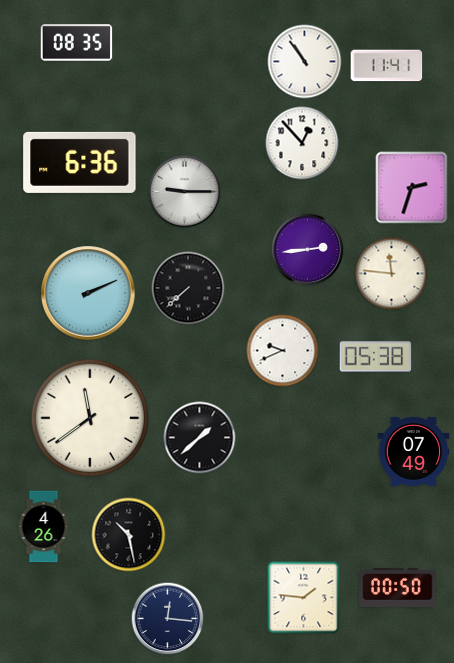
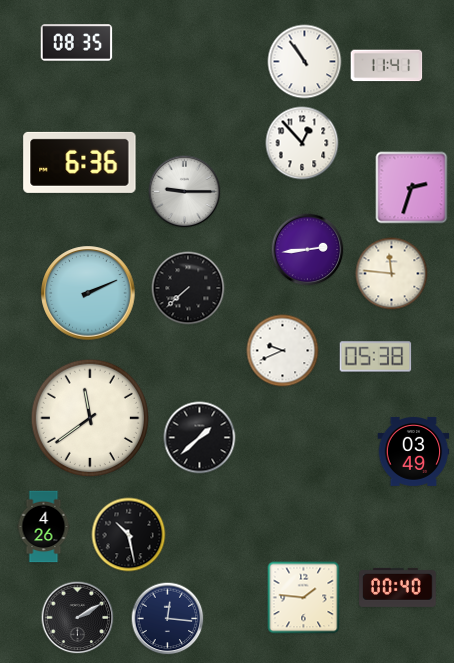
clock at (414, 451): 07:49 -> 03:49
clock at (398, 587): 00:50 -> 00:40
clock at (78, 618): none -> 2:10
